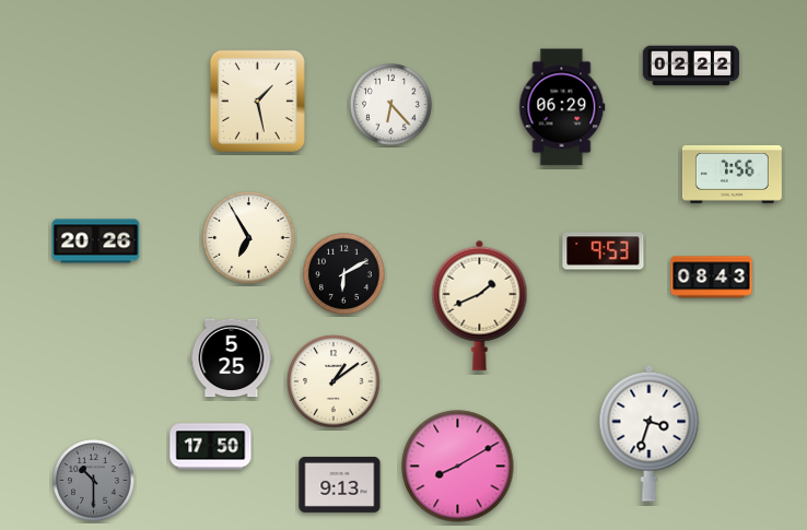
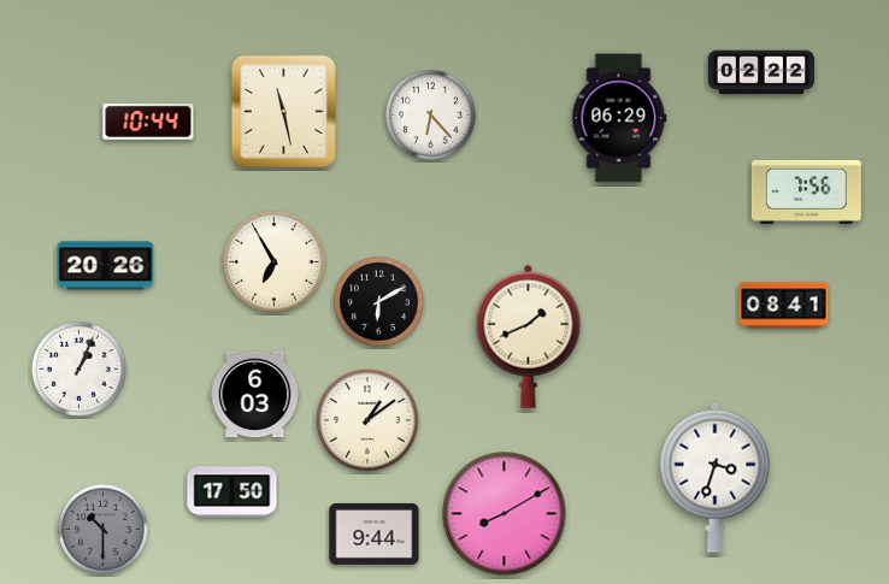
clock at (257, 101): 1:28 -> 11:28
clock at (148, 122): none -> 10:44
clock at (604, 251): 9:53 -> none
clock at (712, 278): 08:43 -> 08:41
clock at (80, 370): none -> 1:04
clock at (232, 358): 5:25 -> 6:03
clock at (340, 484): 9:13 -> 9:44
